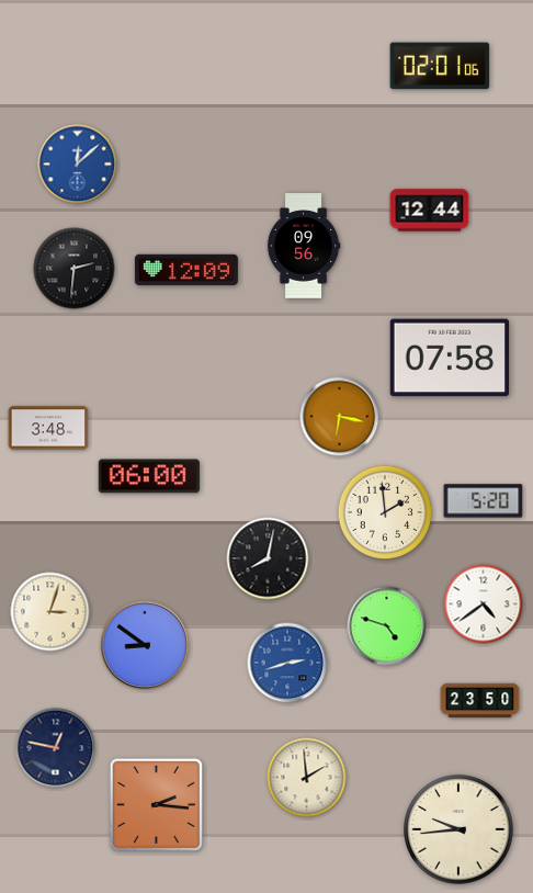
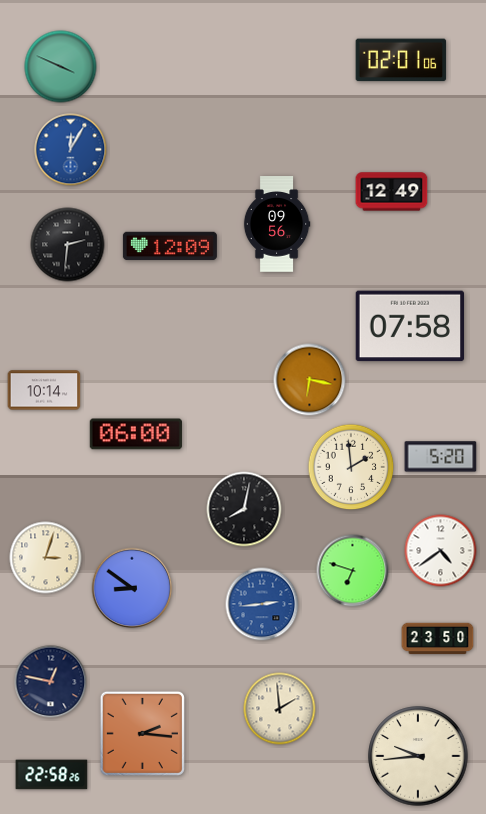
clock at (61, 67): none -> 3:49
clock at (78, 165): 12:08 -> 12:05
clock at (430, 211): 12:44 -> 12:49
clock at (48, 428): 3:48 -> 10:14
clock at (387, 626): 4:48 -> 6:48
clock at (287, 663): 2:42 -> 2:44
clock at (52, 775): none -> 22:58
